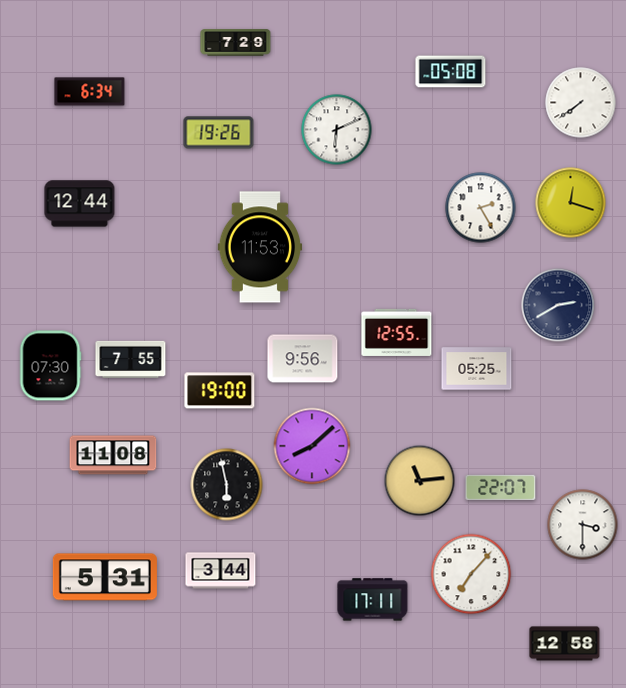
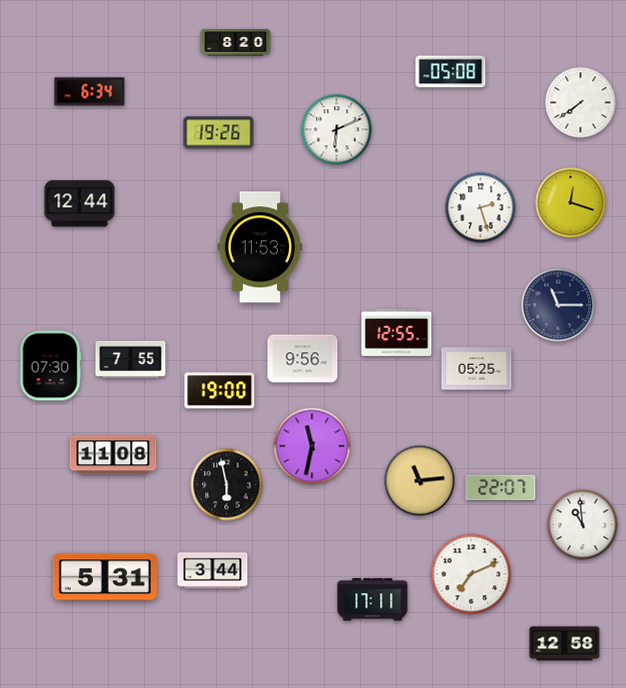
clock at (236, 43): 7:29 -> 8:20
clock at (481, 208): 2:25 -> 2:27
clock at (558, 305): 2:40 -> 11:15
clock at (312, 446): 8:08 -> 11:32
clock at (583, 525): 3:30 -> 10:59
clock at (221, 571) position: (221, 571) -> (213, 571)
clock at (471, 574): 7:07 -> 7:11
